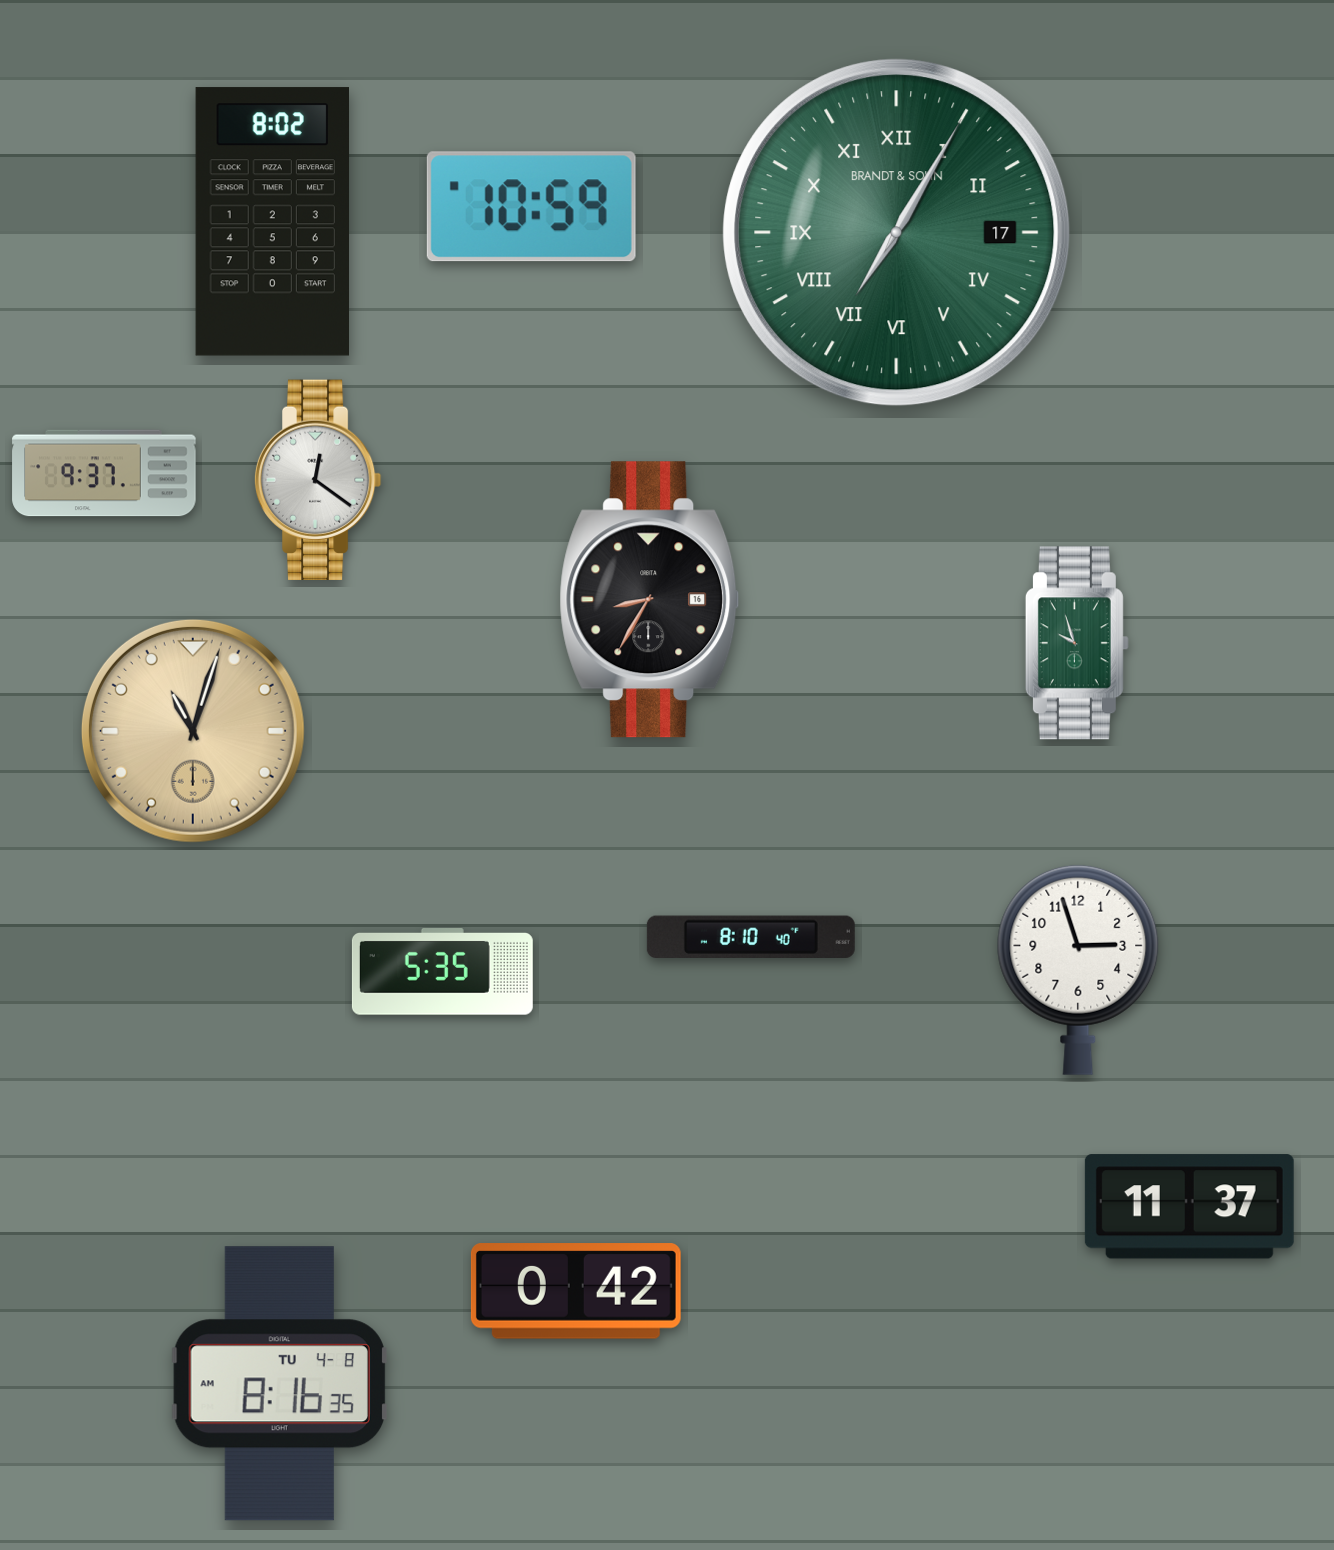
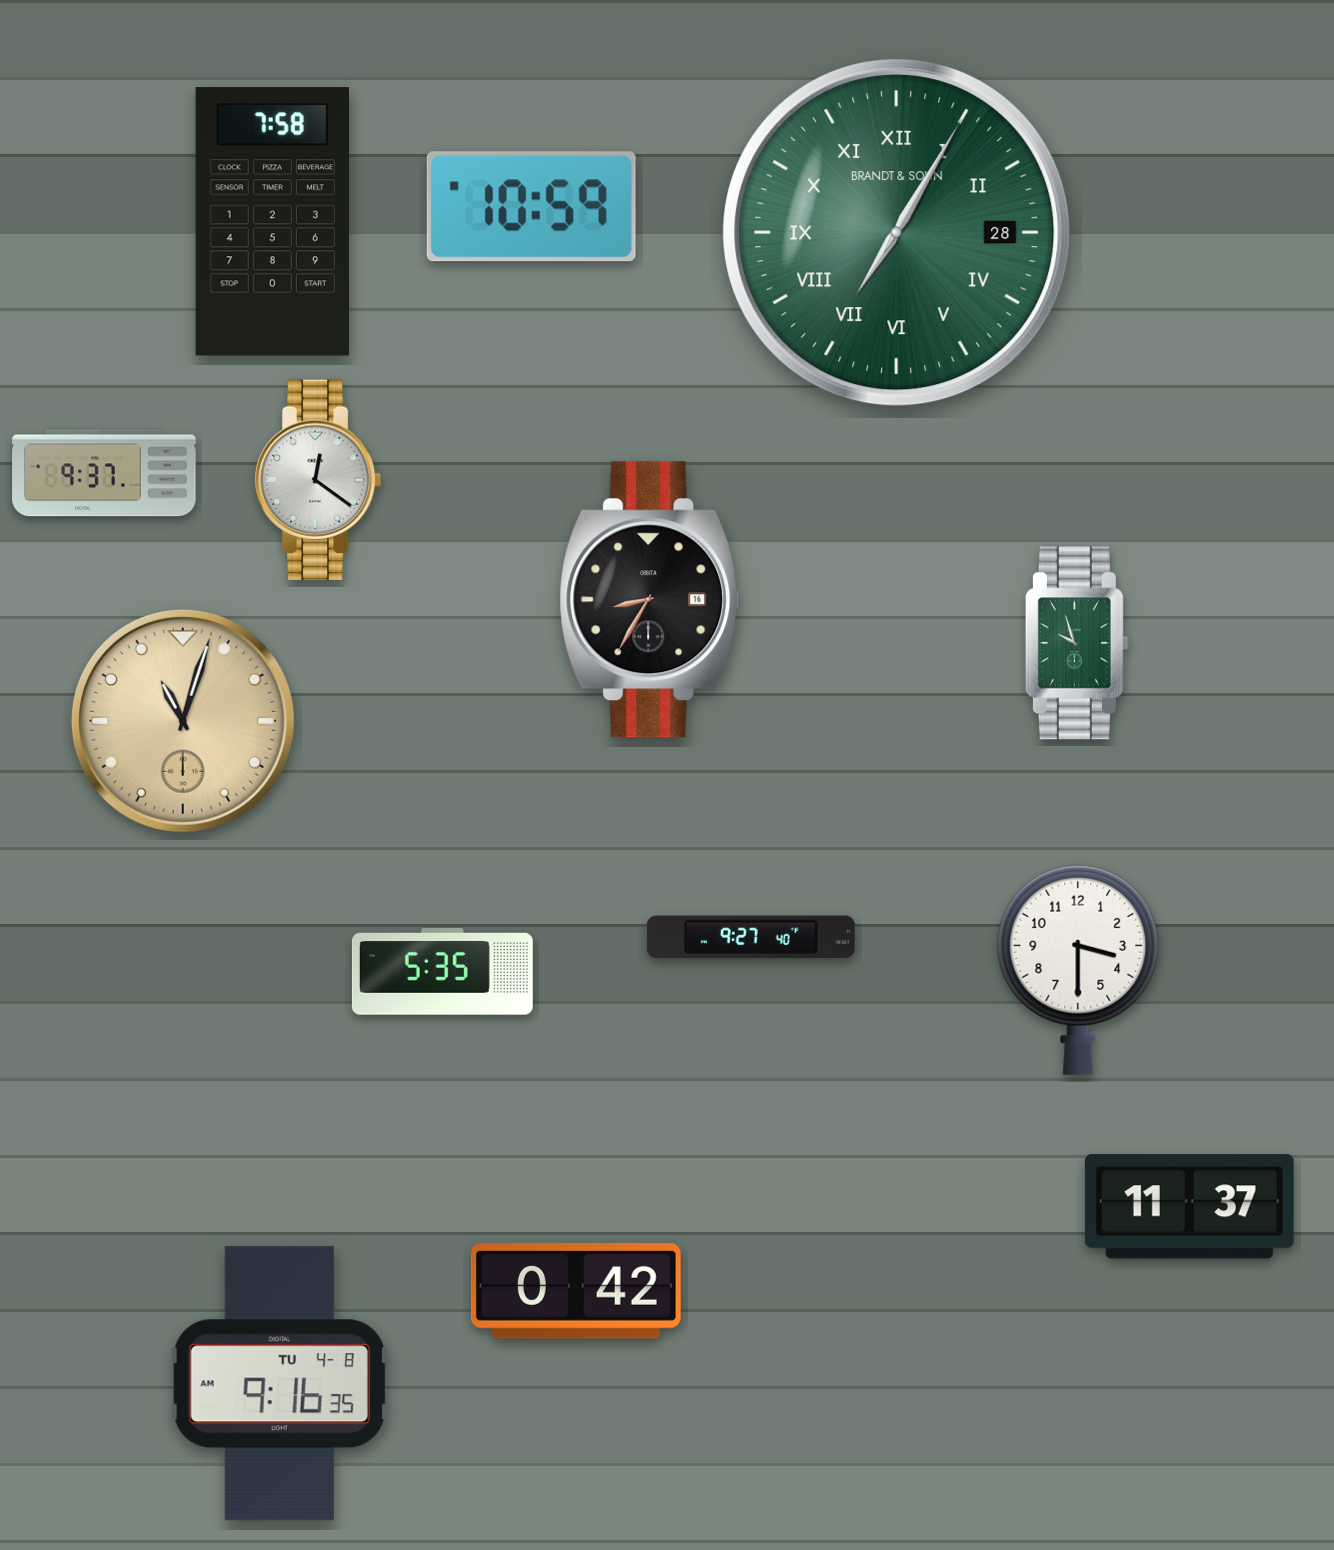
clock at (272, 222): 8:02 -> 7:58
clock at (897, 233) date: 17 -> 28
clock at (193, 731) position: (193, 731) -> (183, 721)
clock at (751, 937): 8:10 -> 9:27
clock at (1078, 970): 2:57 -> 3:30
clock at (279, 1384): 8:16 -> 9:16
